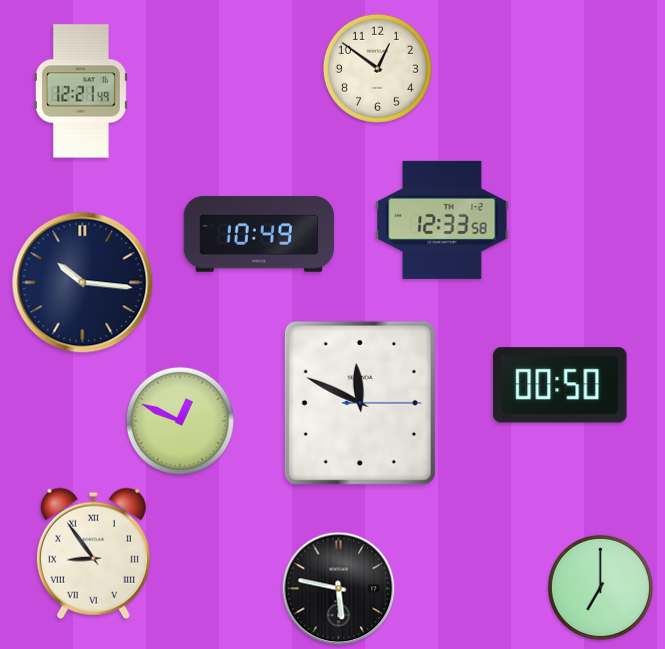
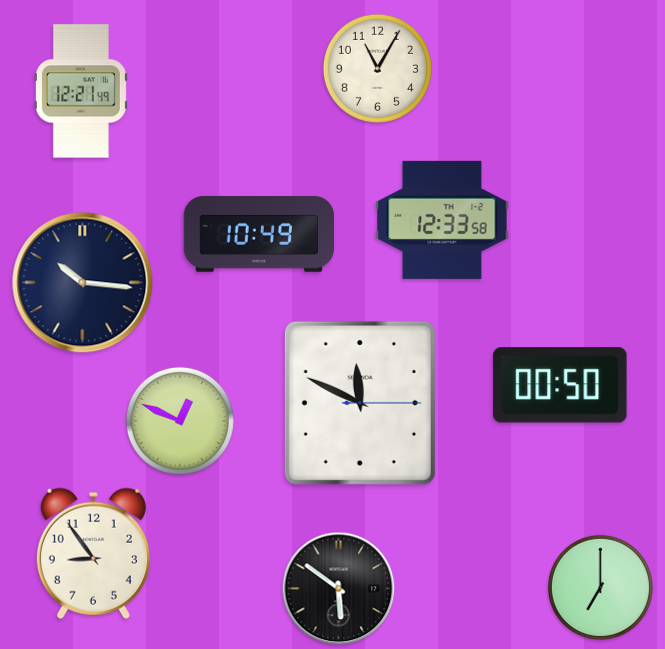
clock at (377, 68): 12:51 -> 11:05
clock at (93, 553) numerals: Roman -> Arabic
clock at (339, 589): 5:47 -> 5:51
